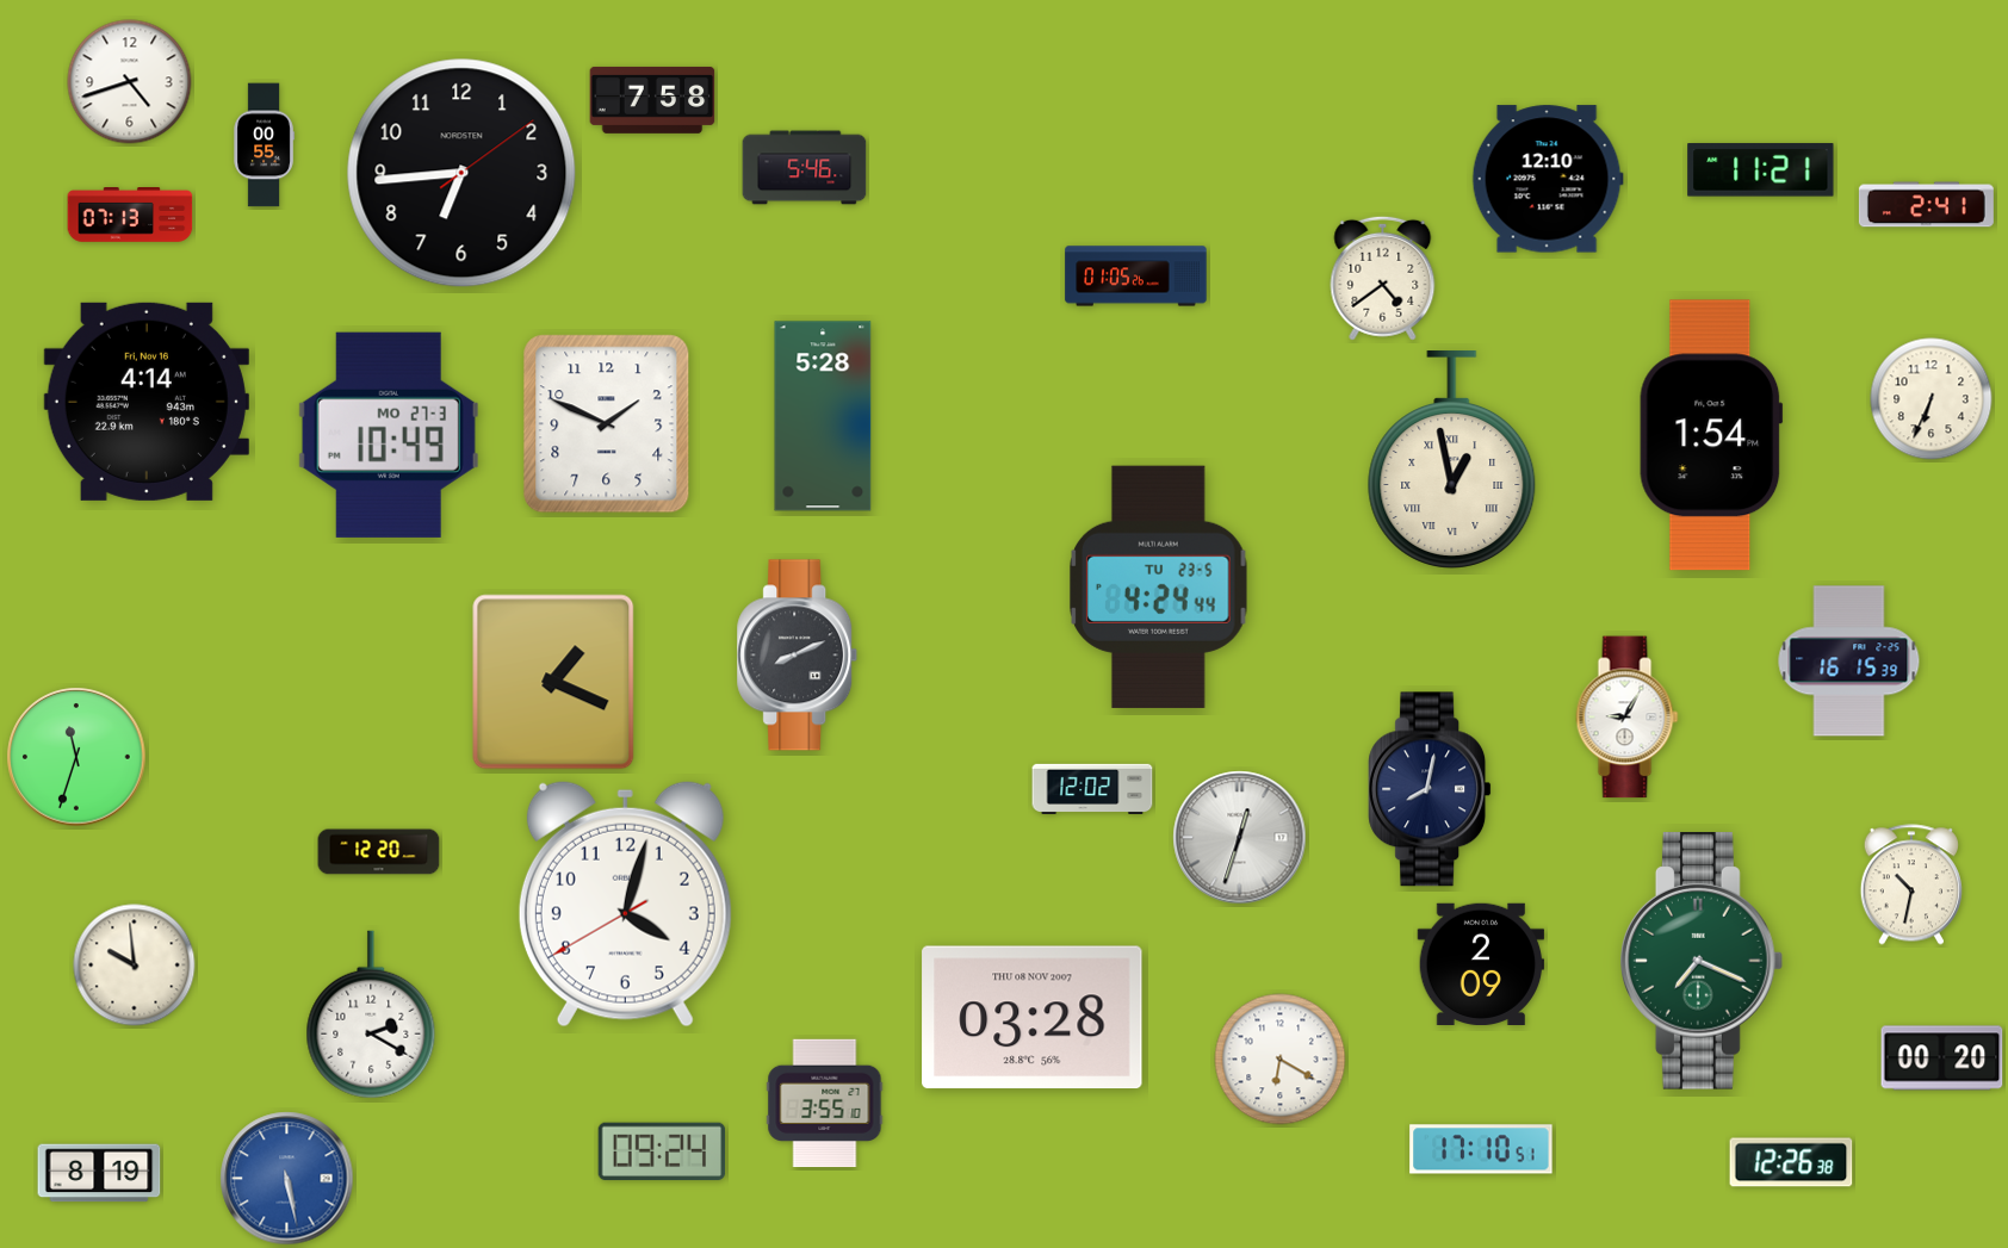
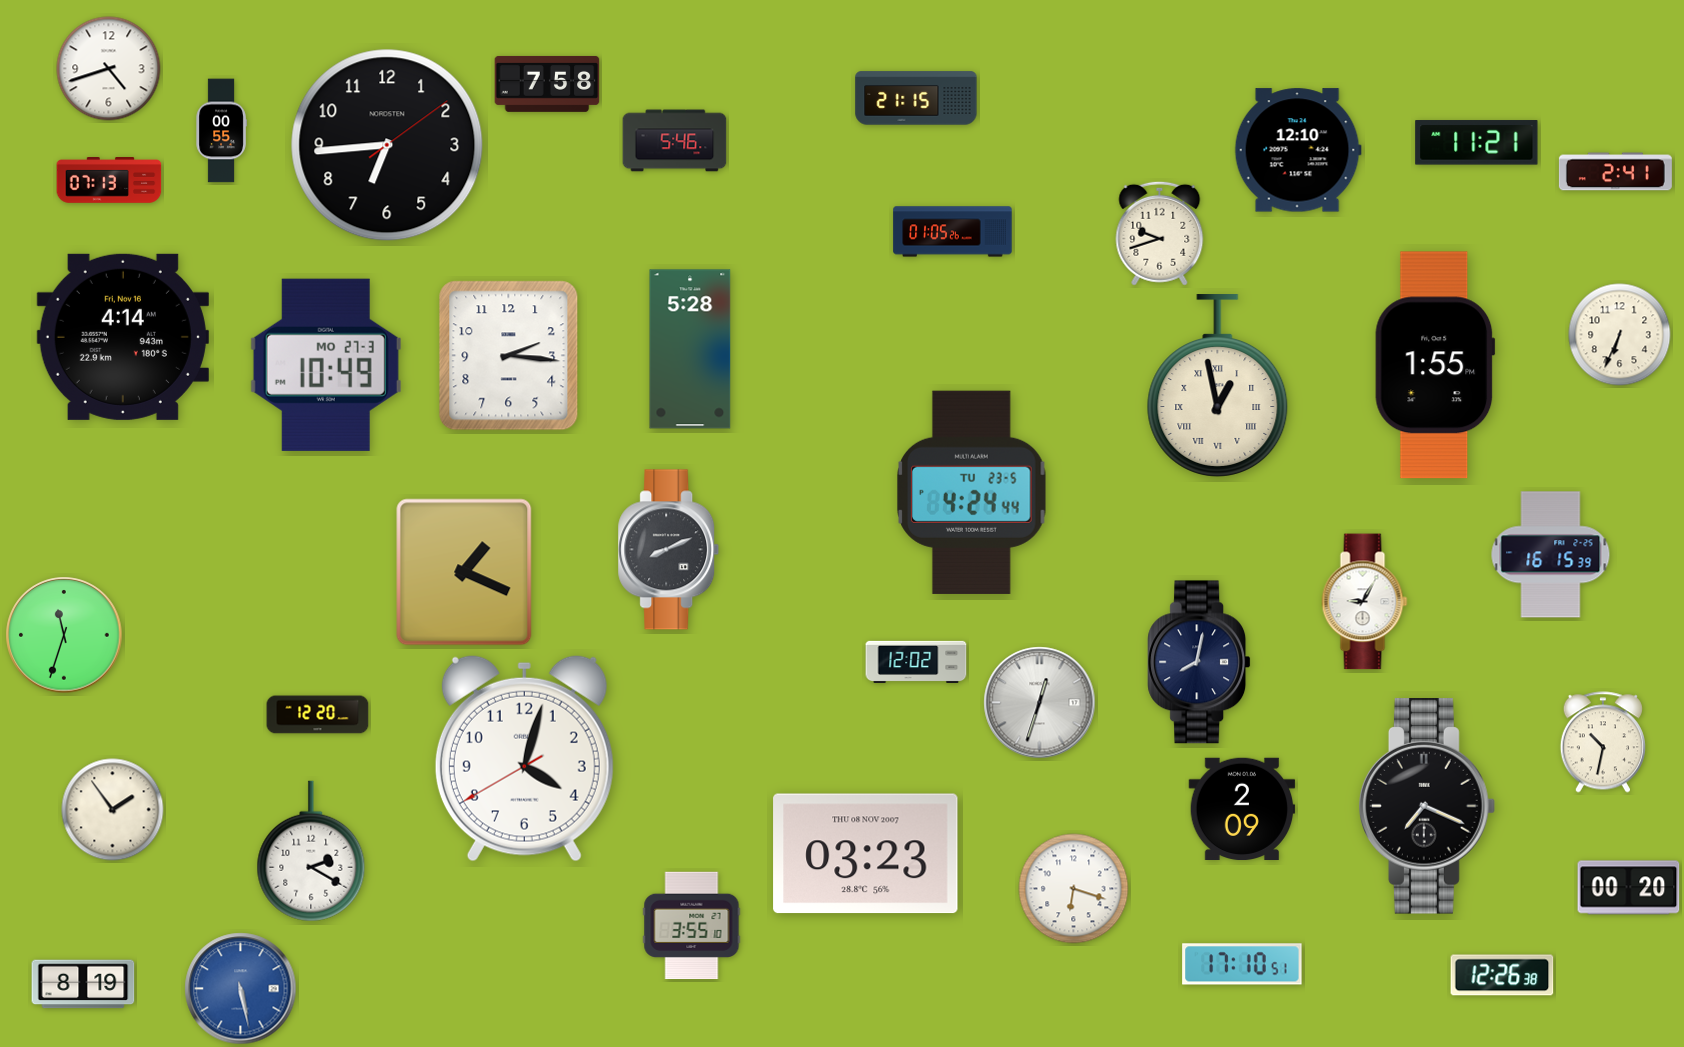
clock at (916, 98): none -> 21:15
clock at (264, 145) position: (264, 145) -> (221, 131)
clock at (1383, 278): 4:39 -> 9:42
clock at (607, 424): 1:49 -> 2:16
clock at (1711, 435): 1:54 -> 1:55
clock at (1703, 961) dial: green -> black
clock at (135, 966): 9:59 -> 1:54
clock at (1033, 1018): 03:28 -> 03:23
clock at (1281, 1060): 6:20 -> 6:18
clock at (662, 1151): 09:24 -> none
